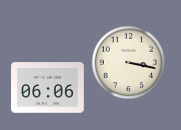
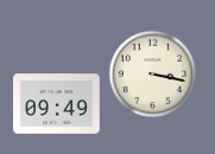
clock at (48, 88): 06:06 -> 09:49
